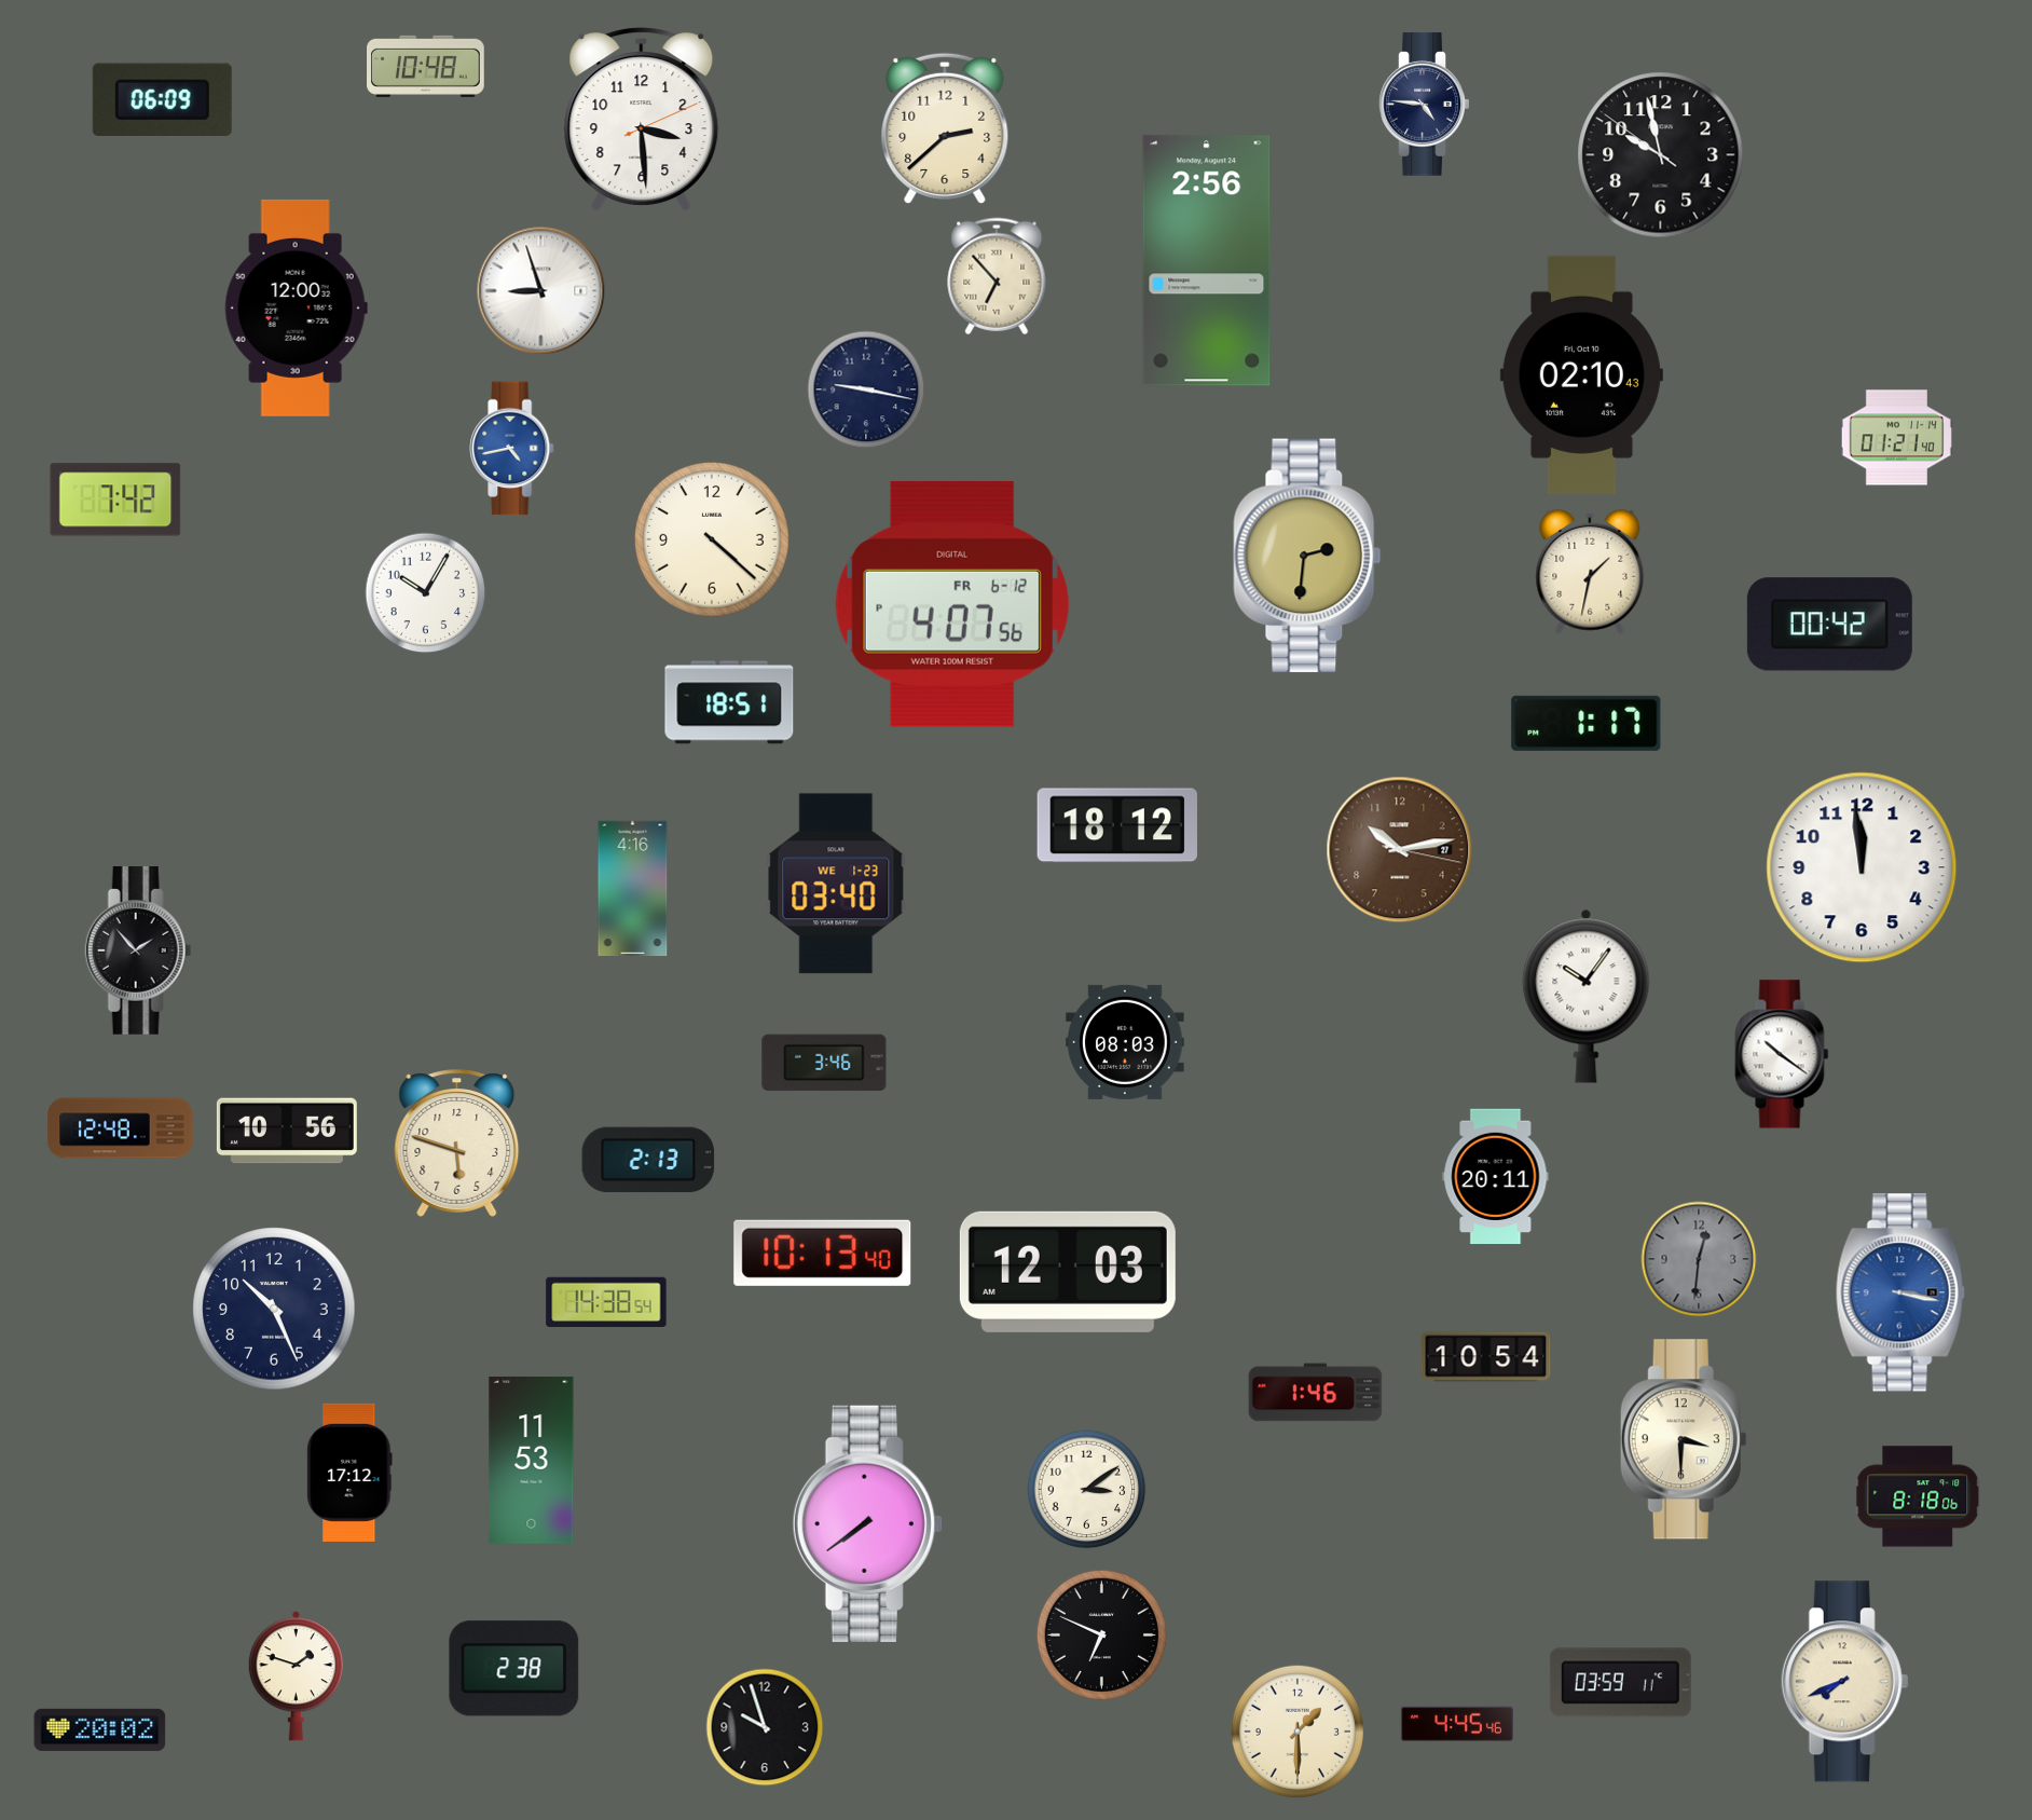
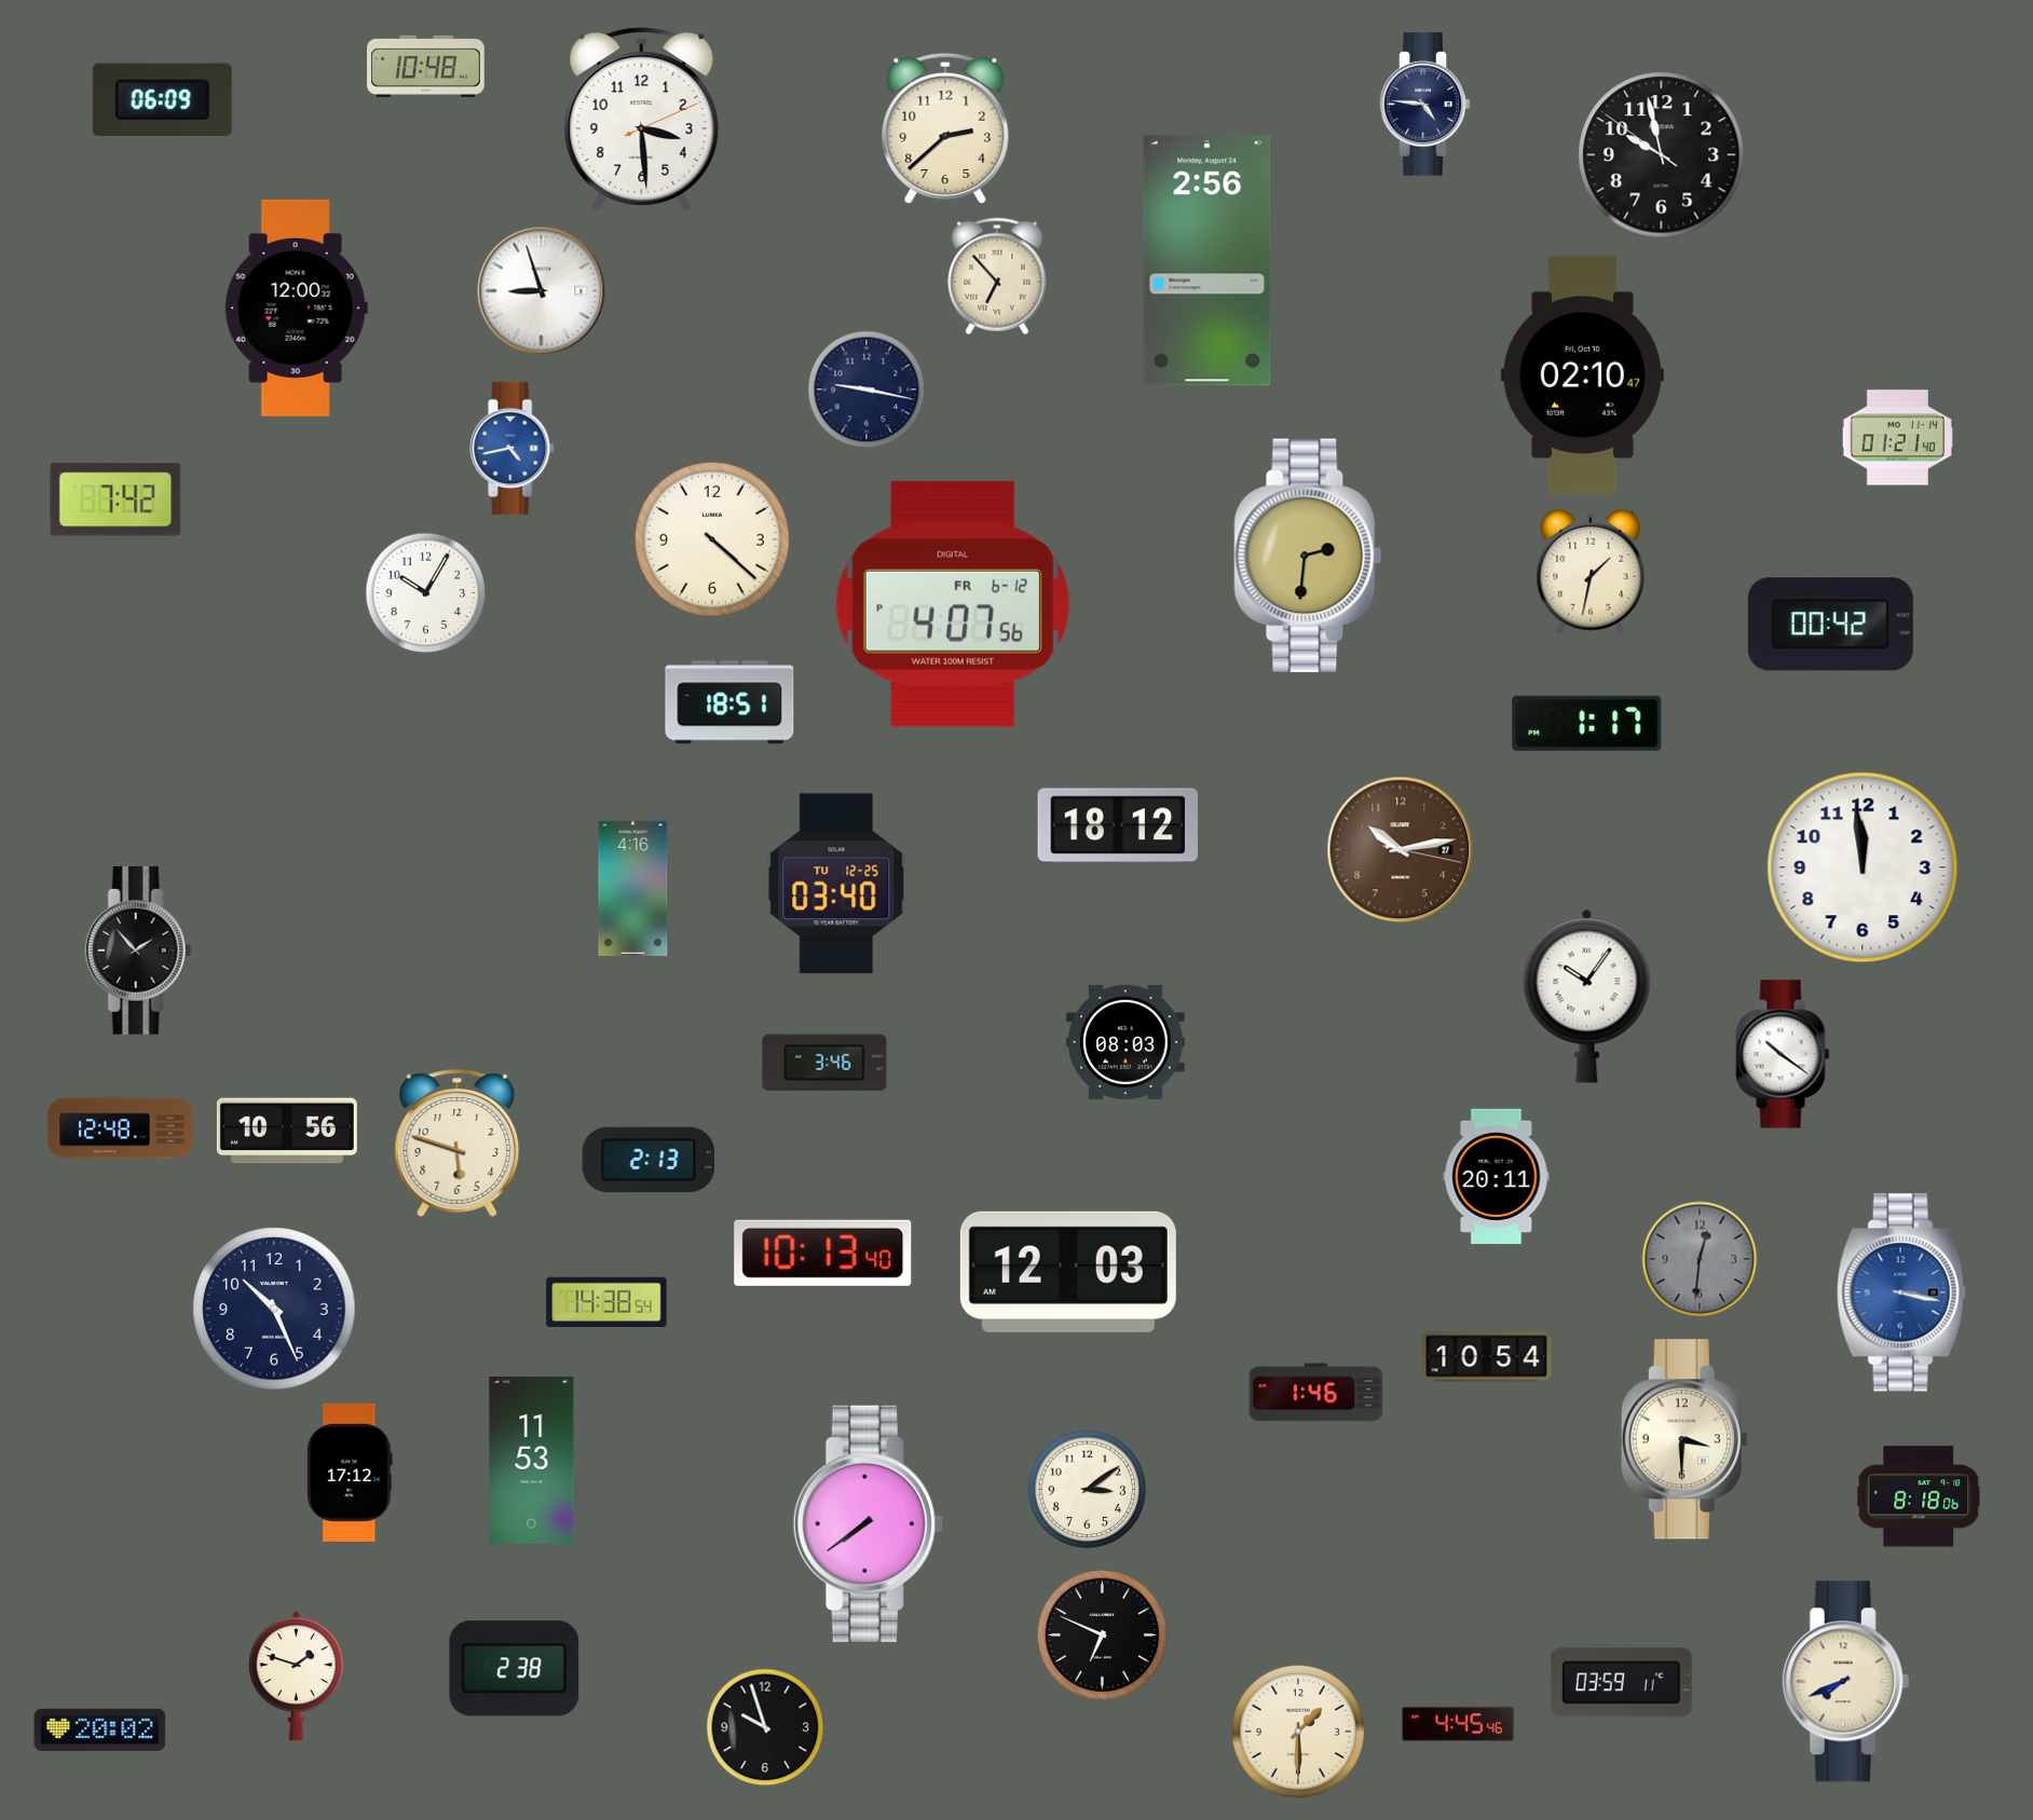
clock at (1581, 374): 02:10:43 -> 02:10:47
clock at (836, 884) date: WE 1-23 -> TU 12-25
